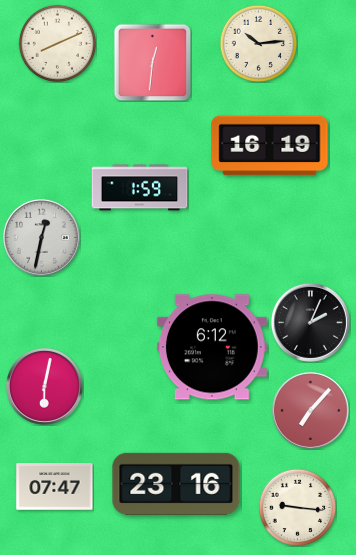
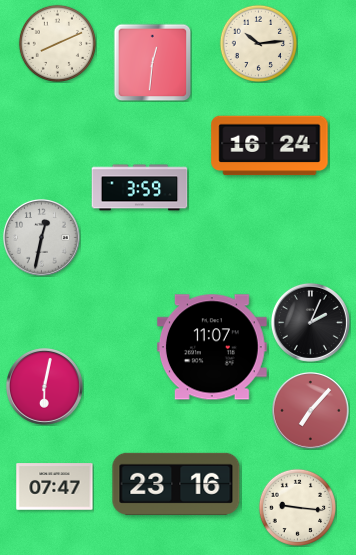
clock at (270, 146): 16:19 -> 16:24
clock at (140, 188): 1:59 -> 3:59
clock at (212, 347): 6:12 -> 11:07
